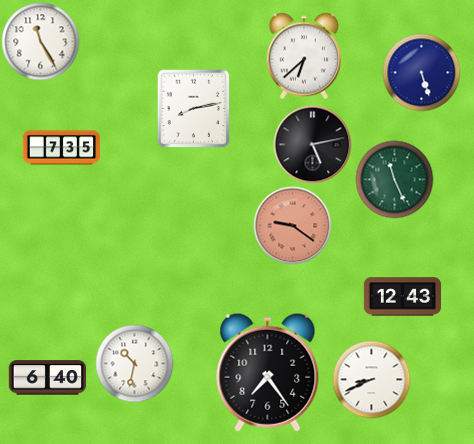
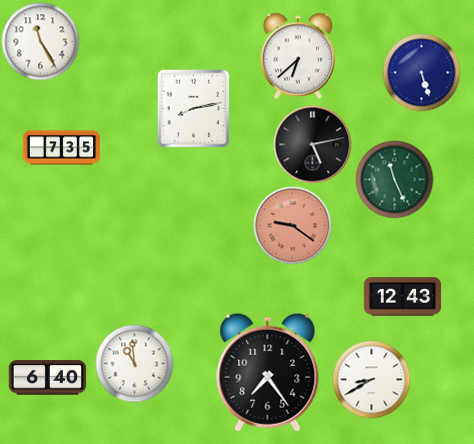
clock at (304, 56) position: (304, 56) -> (298, 56)
clock at (134, 363): 10:32 -> 10:59
clock at (371, 379): 8:41 -> 8:40
